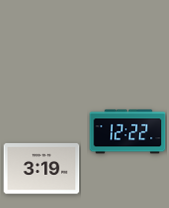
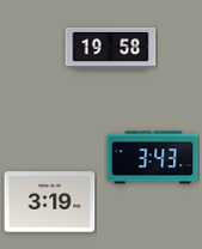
clock at (111, 48): none -> 19:58
clock at (128, 132): 12:22 -> 3:43
